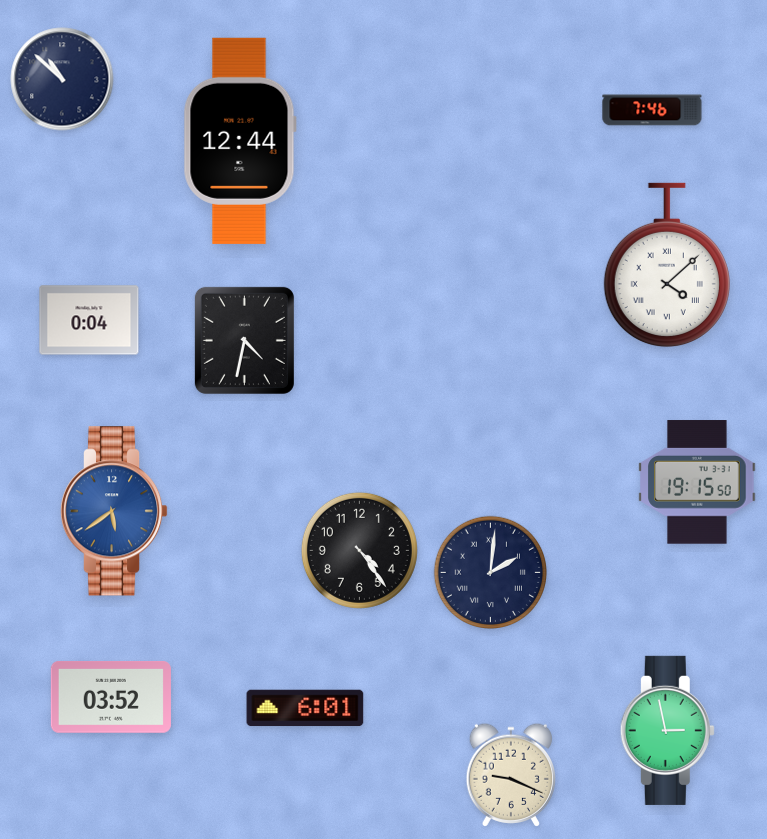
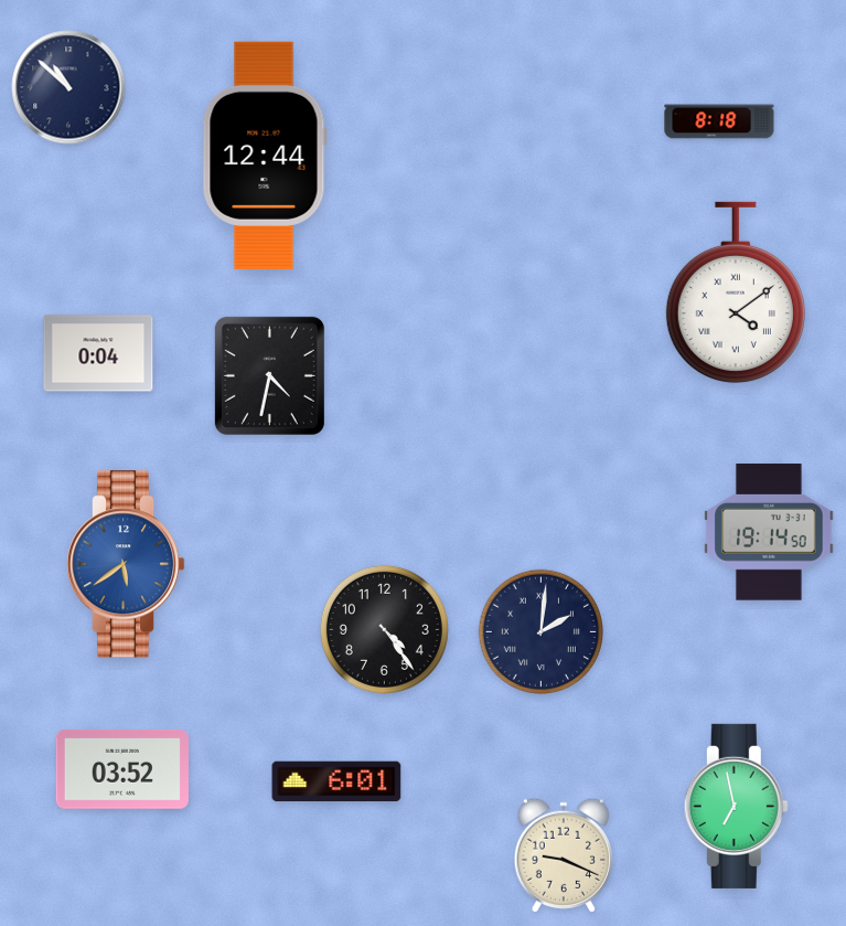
clock at (652, 110): 7:46 -> 8:18
clock at (667, 265): 4:08 -> 4:09
clock at (697, 482): 19:15 -> 19:14
clock at (359, 550) position: (359, 550) -> (384, 629)
clock at (667, 730): 2:58 -> 6:58
